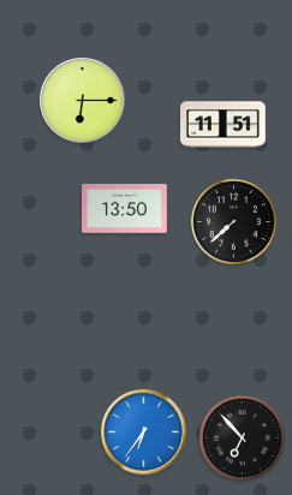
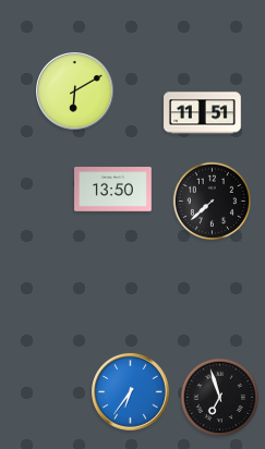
clock at (83, 101): 6:15 -> 6:10
clock at (243, 439): 6:53 -> 6:57
